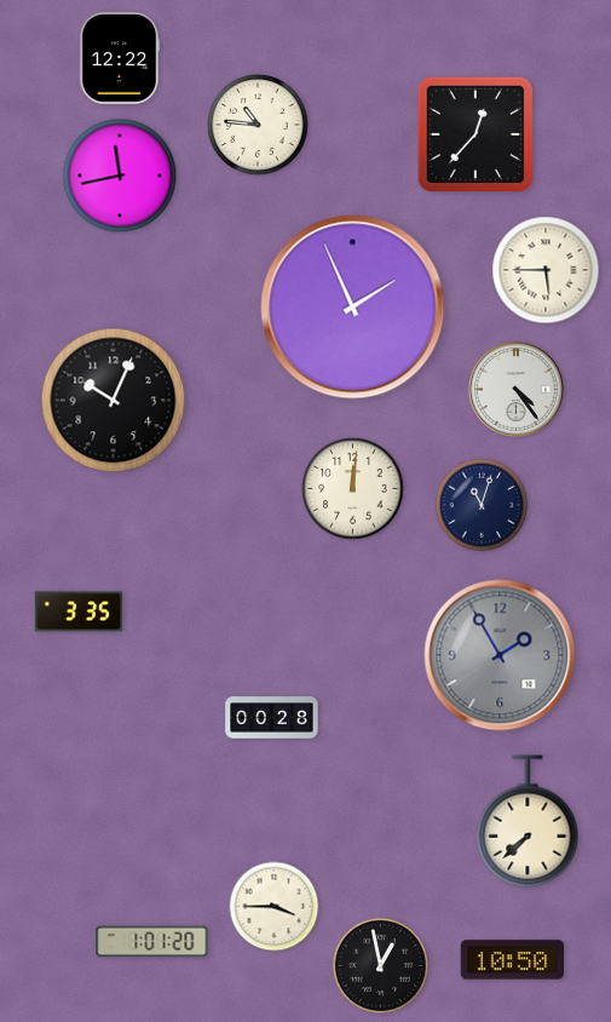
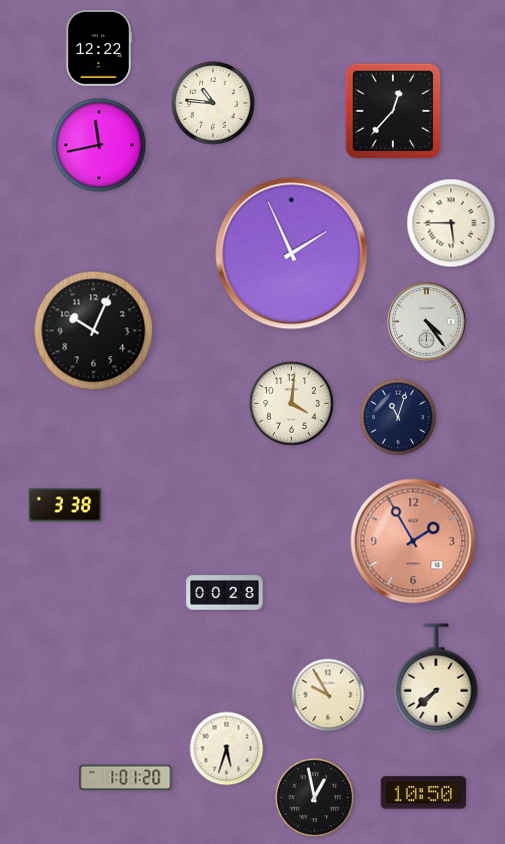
clock at (353, 489): 12:01 -> 4:01
clock at (77, 612): 3:35 -> 3:38
clock at (500, 655) dial: grey -> salmon
clock at (328, 695): none -> 9:55
clock at (275, 907): 3:45 -> 5:33
